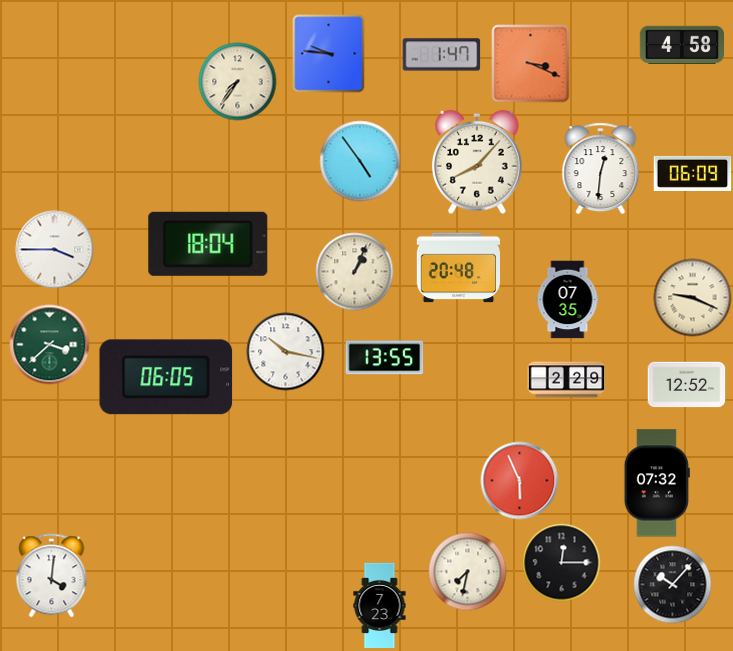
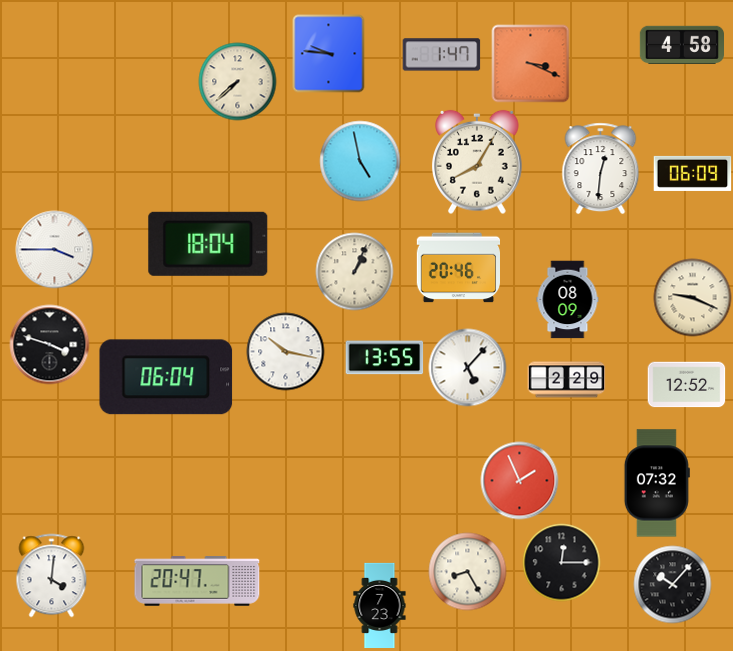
clock at (237, 81): 7:36 -> 7:38
clock at (360, 161): 4:54 -> 4:58
clock at (478, 162): 8:07 -> 8:05
clock at (458, 268): 20:48 -> 20:46
clock at (568, 299): 07:35 -> 08:09
clock at (49, 344): 3:38 -> 3:48
clock at (49, 344) dial: green -> black
clock at (467, 367): none -> 5:07
clock at (166, 377): 06:05 -> 06:04
clock at (519, 480): 5:56 -> 1:56
clock at (467, 571): 7:32 -> 8:25
clock at (197, 581): none -> 20:47
